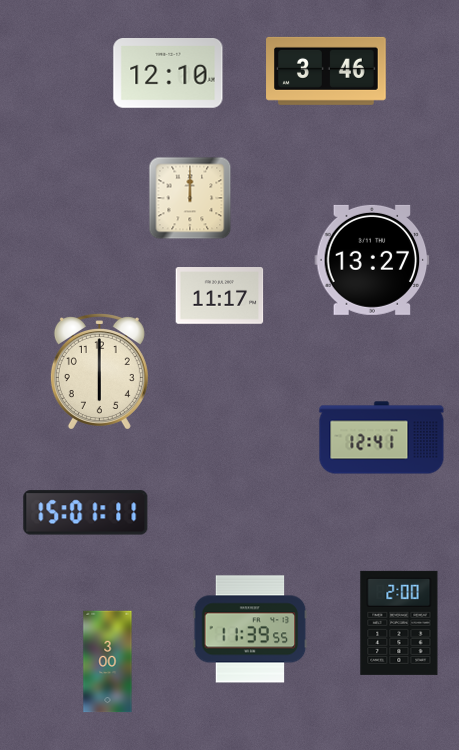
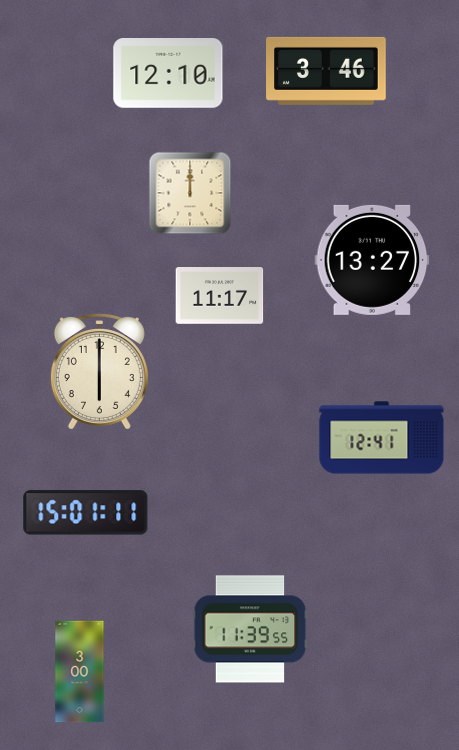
clock at (190, 198) position: (190, 198) -> (190, 193)
clock at (399, 623): 2:00 -> none
clock at (108, 662) position: (108, 662) -> (80, 672)
